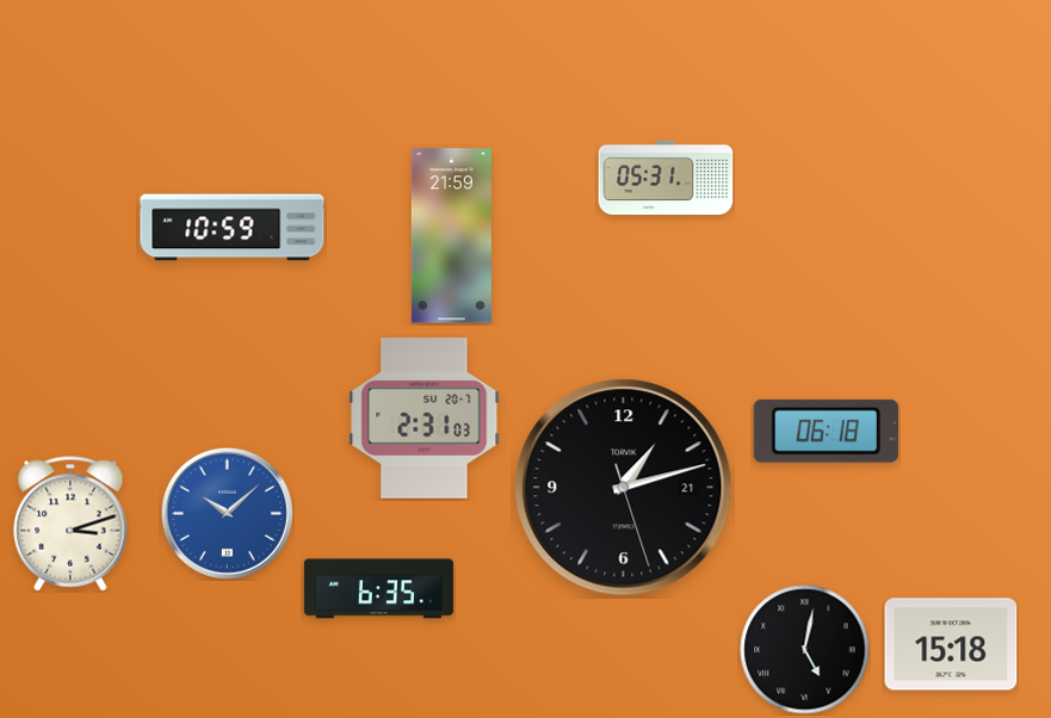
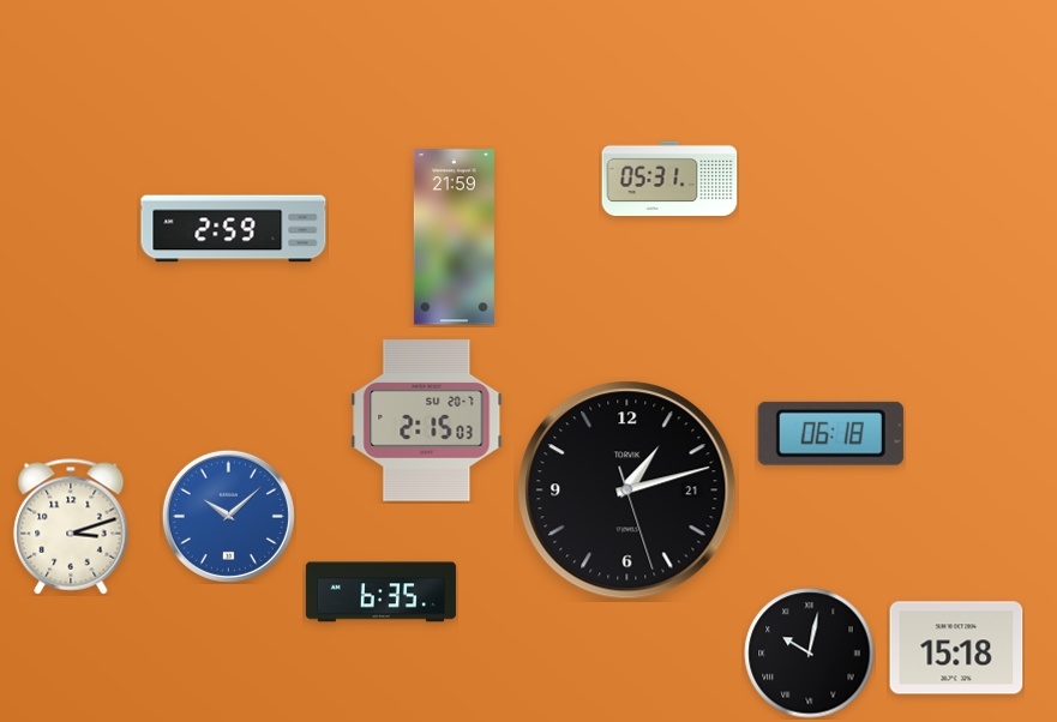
clock at (233, 228): 10:59 -> 2:59
clock at (425, 419): 2:31 -> 2:15
clock at (805, 650): 5:02 -> 10:02
